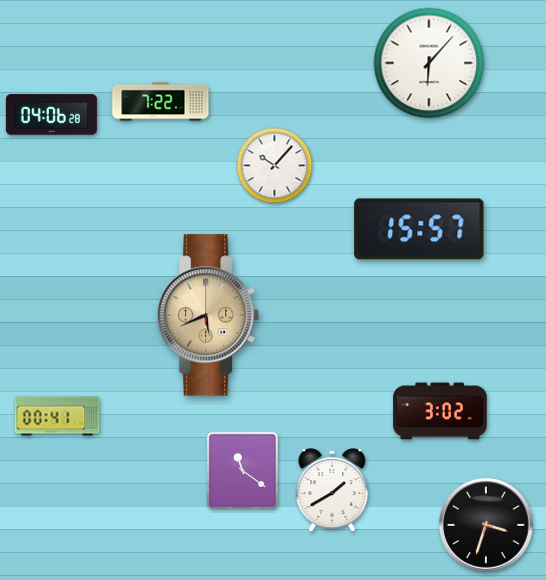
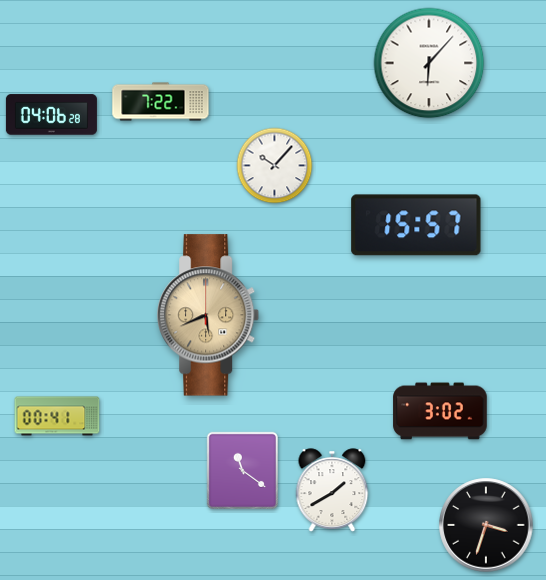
clock at (419, 229) position: (419, 229) -> (416, 225)
